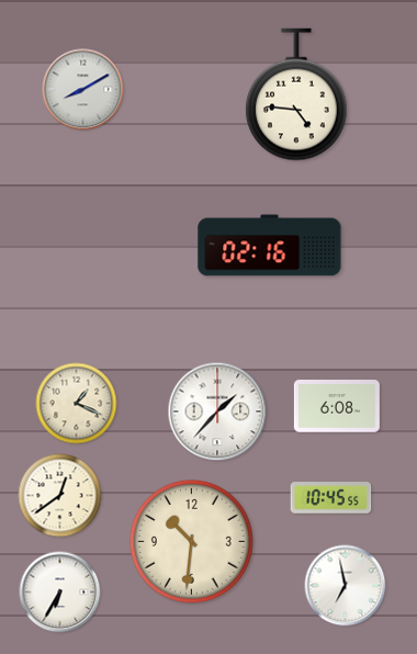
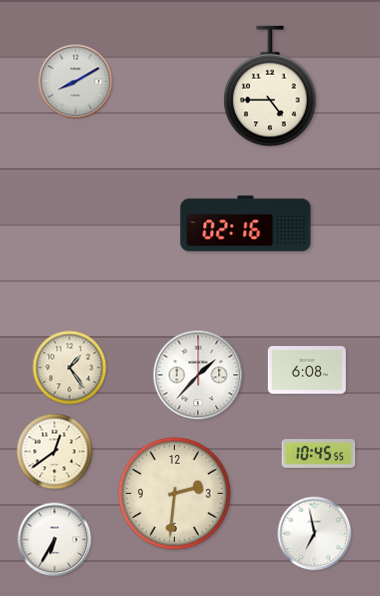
clock at (297, 94): 4:46 -> 4:45
clock at (77, 404): 1:19 -> 1:24
clock at (331, 498) position: (331, 498) -> (319, 454)
clock at (191, 541): 10:31 -> 2:31
